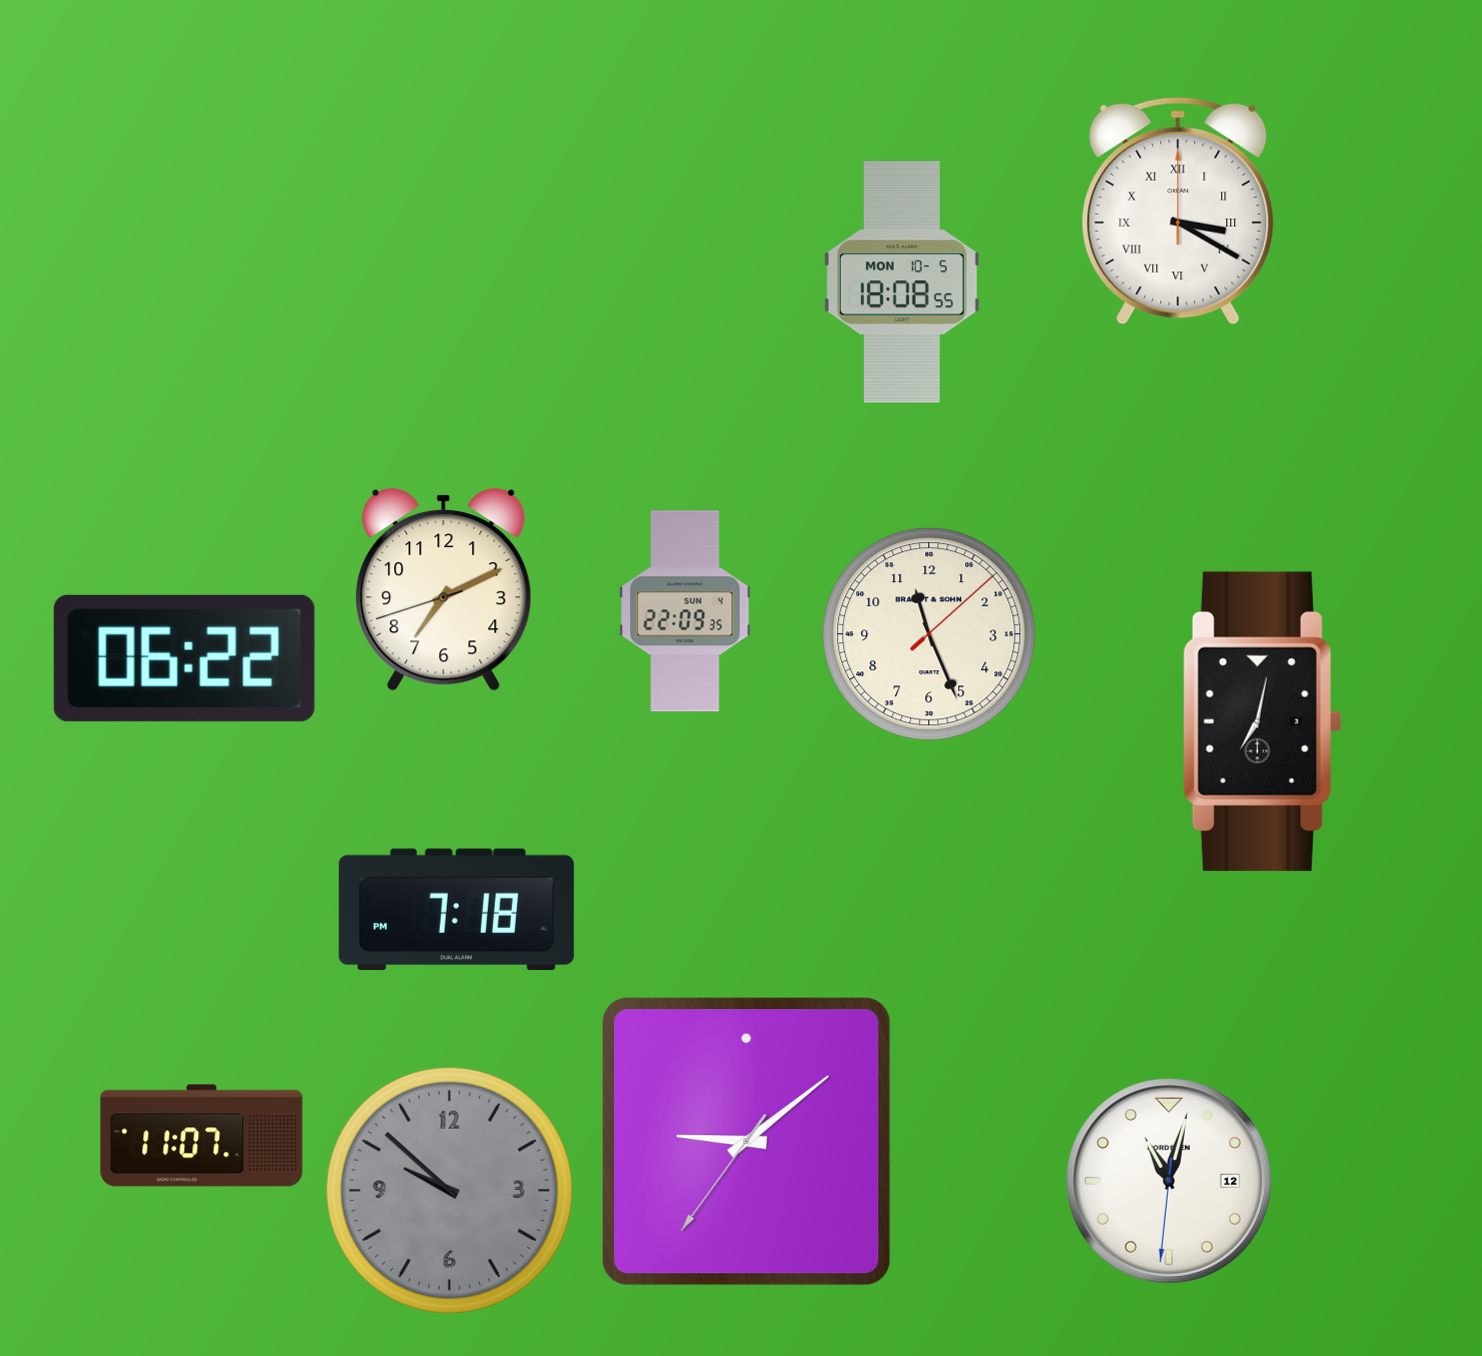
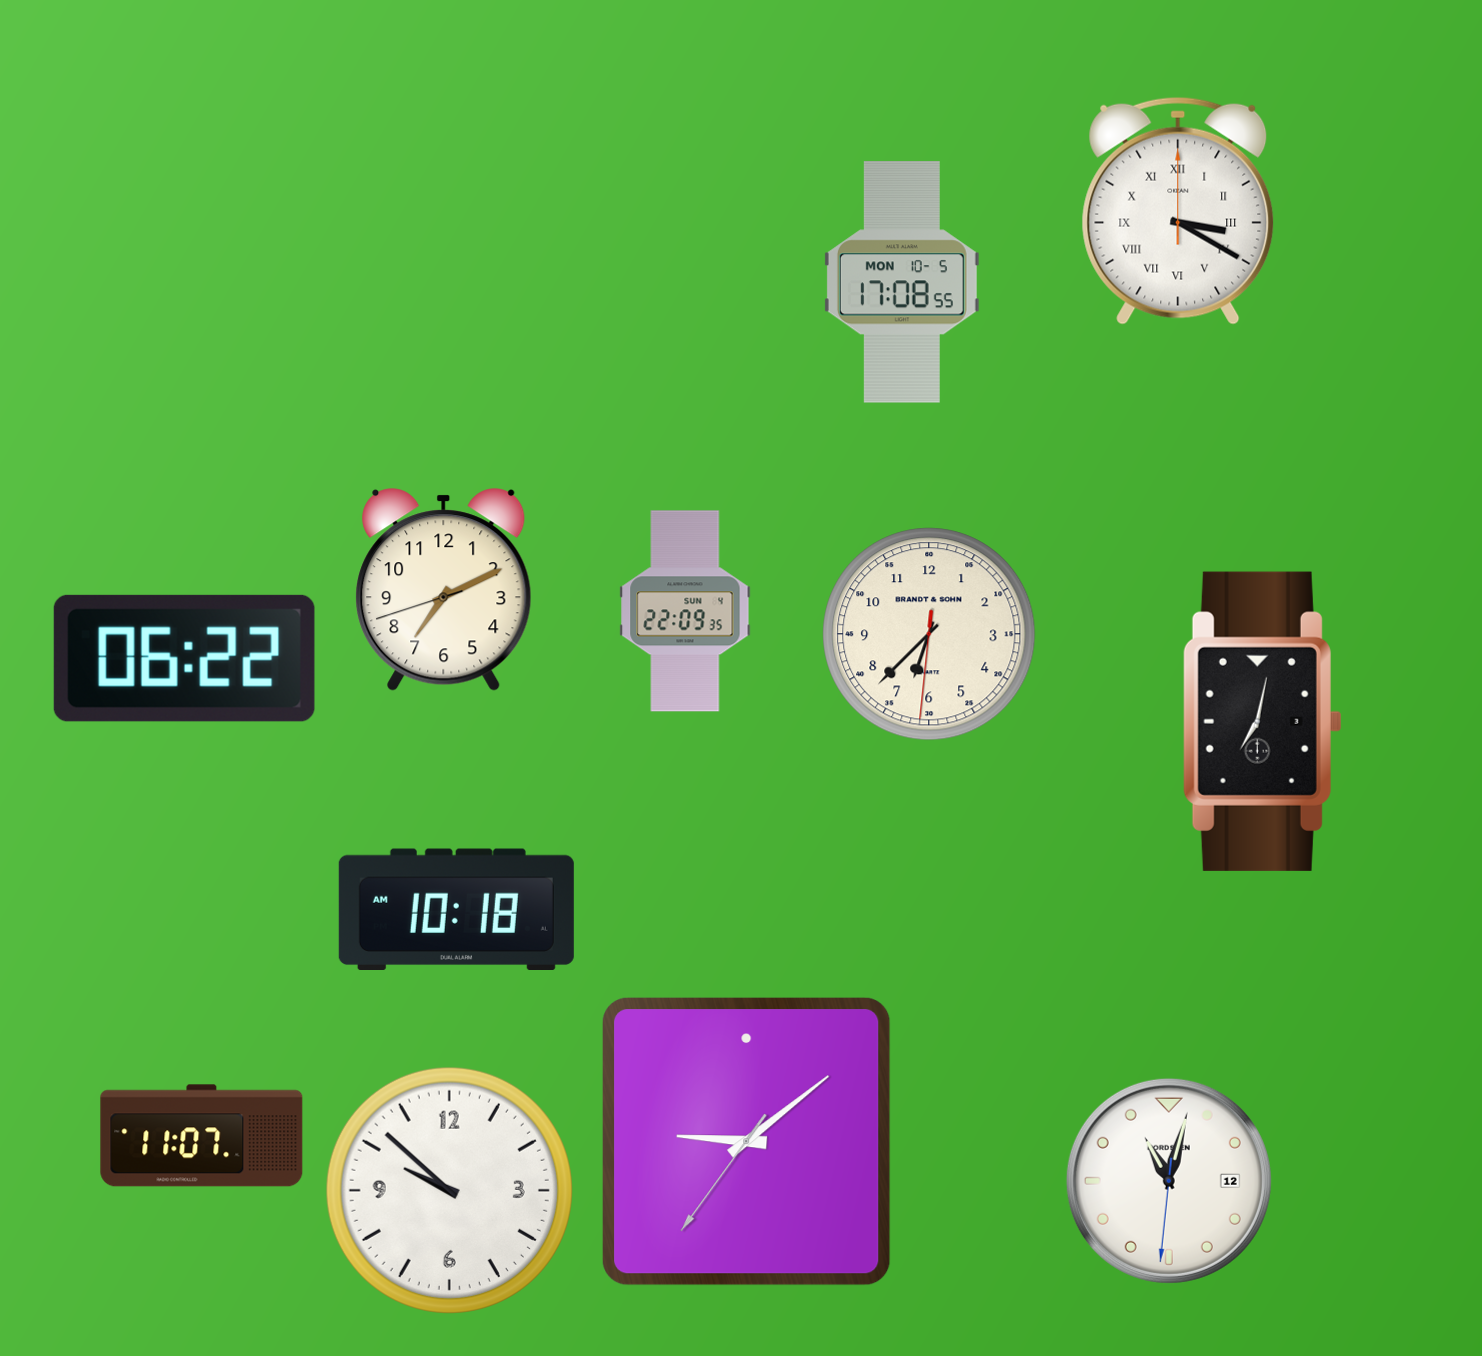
clock at (902, 282): 18:08 -> 17:08
clock at (929, 634): 11:26 -> 6:37
clock at (456, 909): 7:18 -> 10:18
clock at (449, 1190) dial: grey -> white
